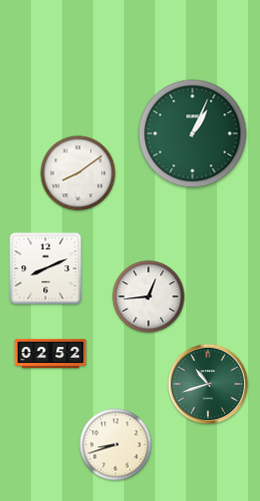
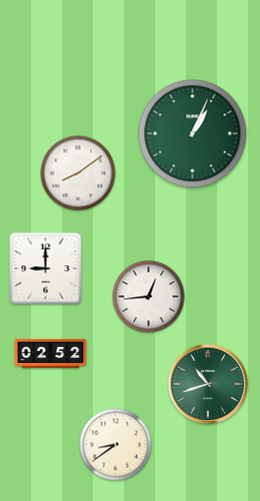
clock at (46, 269): 8:11 -> 9:00
clock at (116, 445): 8:42 -> 8:39
